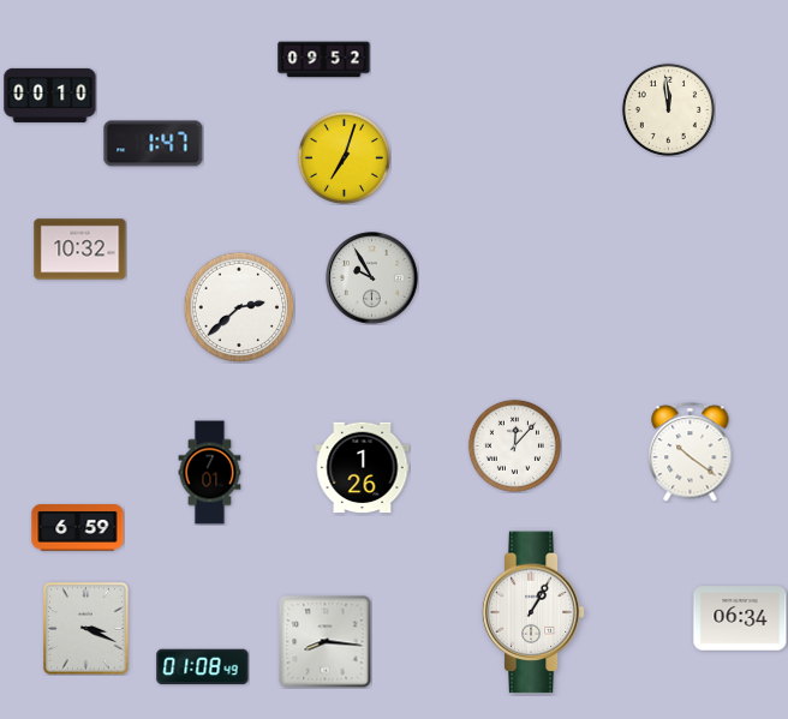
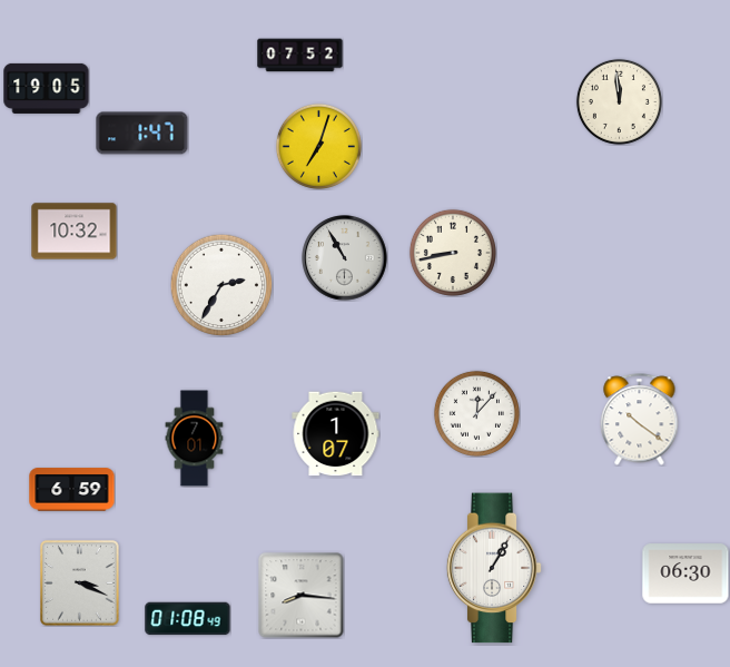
clock at (324, 60): 09:52 -> 07:52
clock at (50, 95): 00:10 -> 19:05
clock at (453, 253): none -> 8:43
clock at (372, 278): 9:55 -> 10:55
clock at (239, 307): 2:38 -> 2:35
clock at (363, 468): 1:26 -> 1:07
clock at (740, 618): 06:34 -> 06:30
